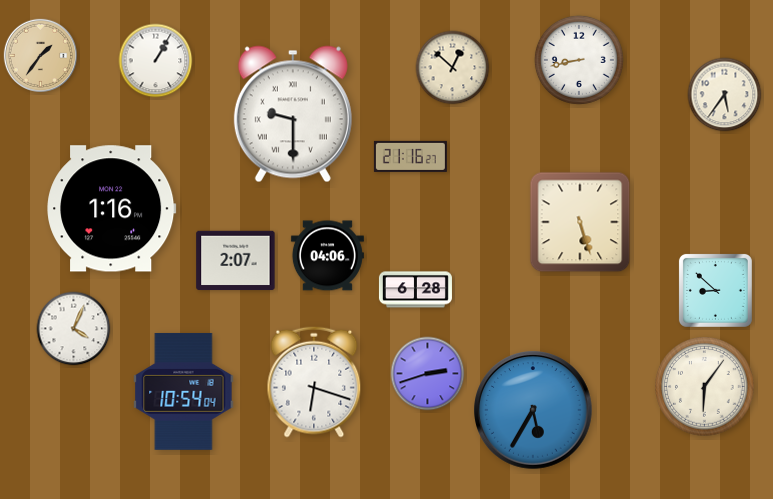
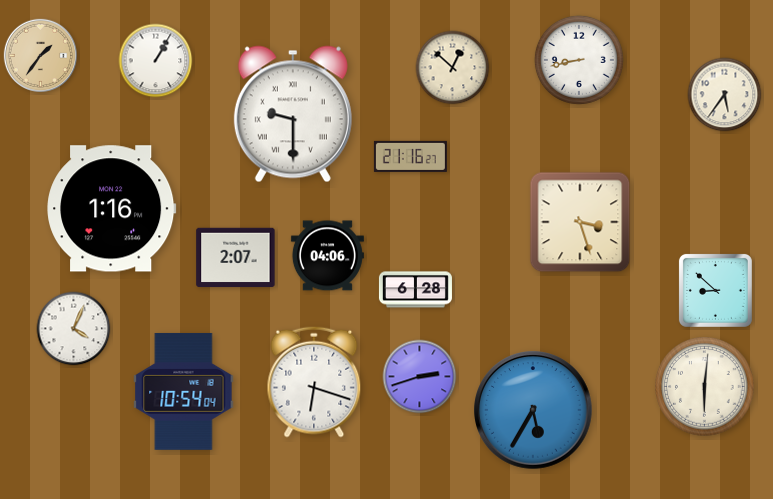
clock at (580, 222): 5:27 -> 3:27
clock at (236, 261) position: (236, 261) -> (236, 258)
clock at (428, 374) position: (428, 374) -> (420, 377)
clock at (705, 387): 6:06 -> 6:01
